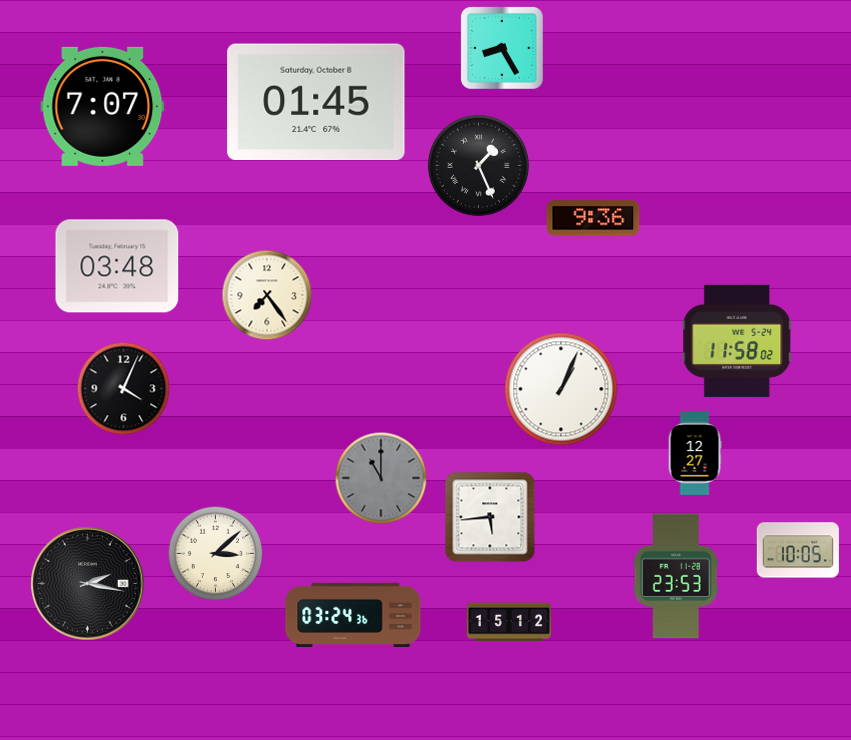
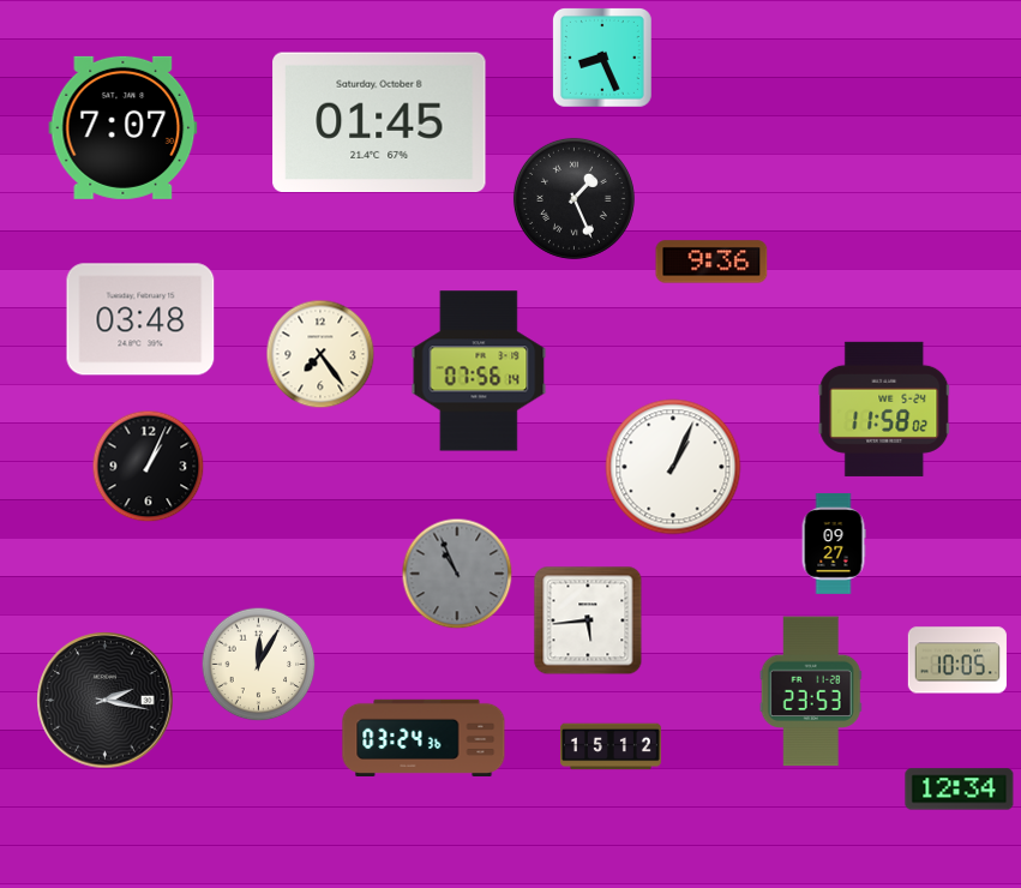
clock at (502, 48): 8:25 -> 8:26
clock at (479, 371): none -> 07:56
clock at (124, 389): 4:04 -> 1:04
clock at (695, 453): 12:27 -> 09:27
clock at (381, 478): 11:00 -> 10:56
clock at (216, 554): 3:08 -> 12:05
clock at (960, 790): none -> 12:34
